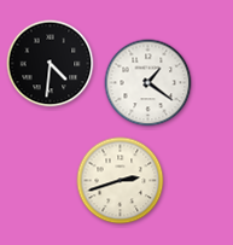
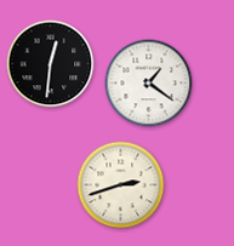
clock at (51, 64): 4:31 -> 12:31
clock at (121, 181) position: (121, 181) -> (121, 185)
